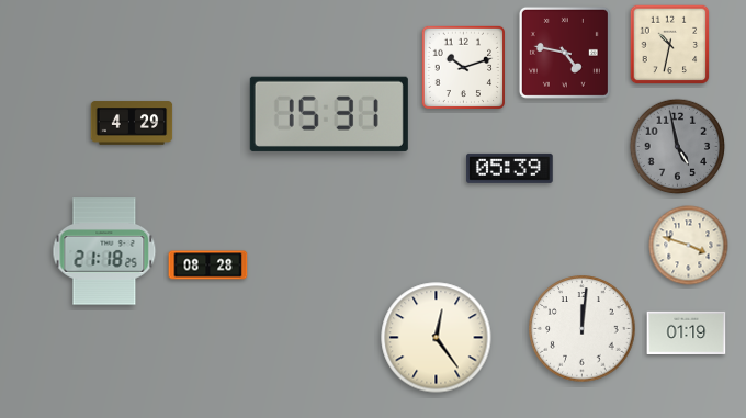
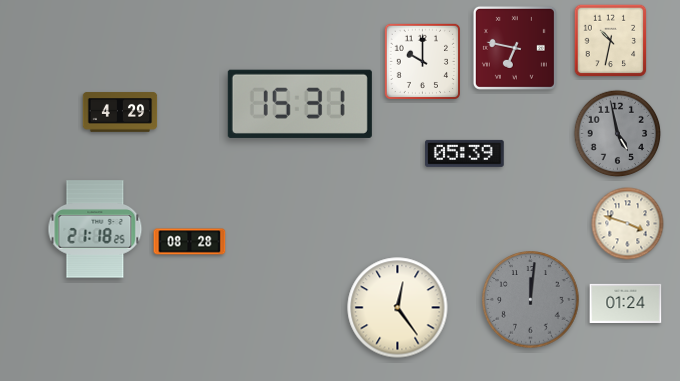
clock at (565, 53): 4:47 -> 6:47
clock at (463, 67): 10:12 -> 10:00
clock at (583, 329) dial: white -> grey
clock at (687, 332): 01:19 -> 01:24
